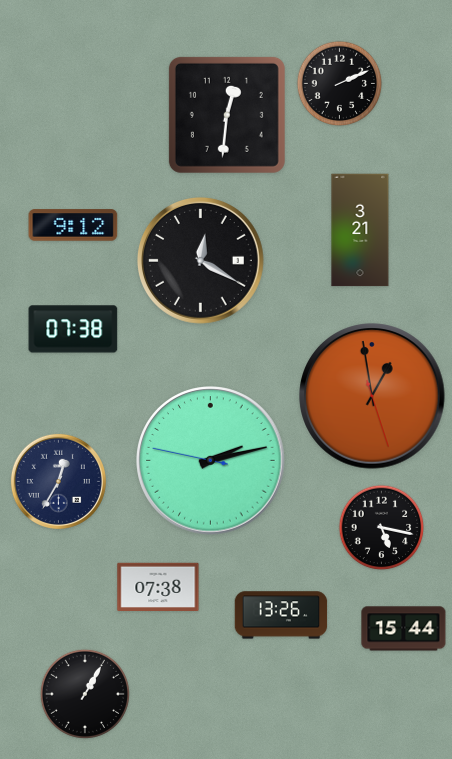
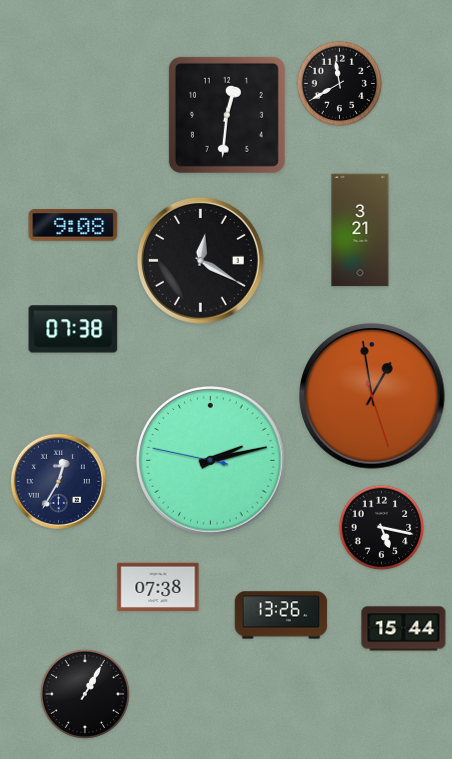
clock at (340, 84): 2:11 -> 11:40
clock at (73, 225): 9:12 -> 9:08
